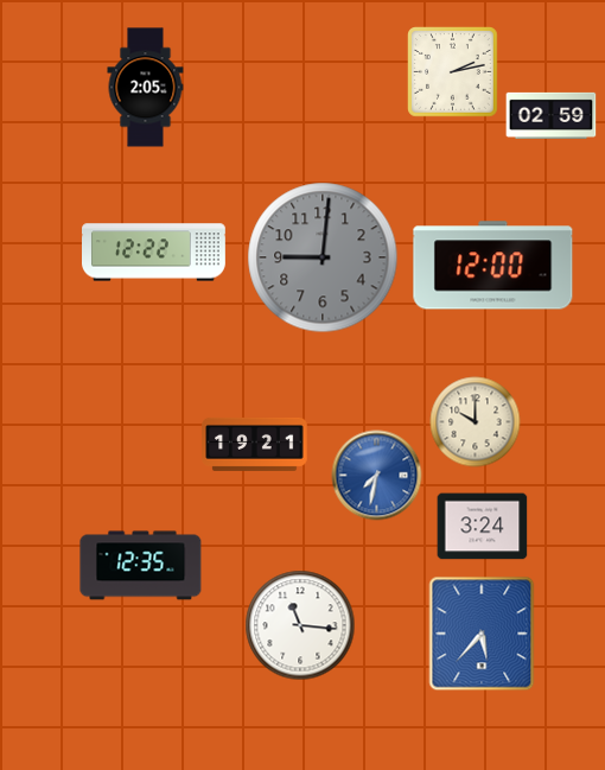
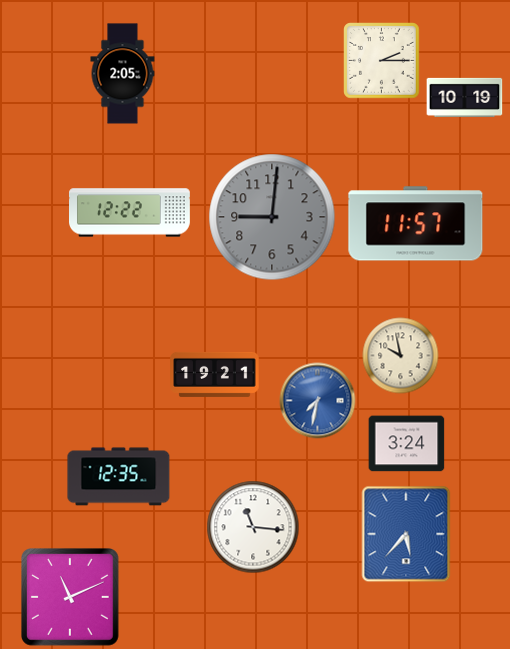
clock at (453, 72): 2:13 -> 2:15
clock at (552, 115): 02:59 -> 10:19
clock at (493, 266): 12:00 -> 11:57
clock at (476, 422): 10:00 -> 9:58
clock at (71, 598): none -> 11:11
